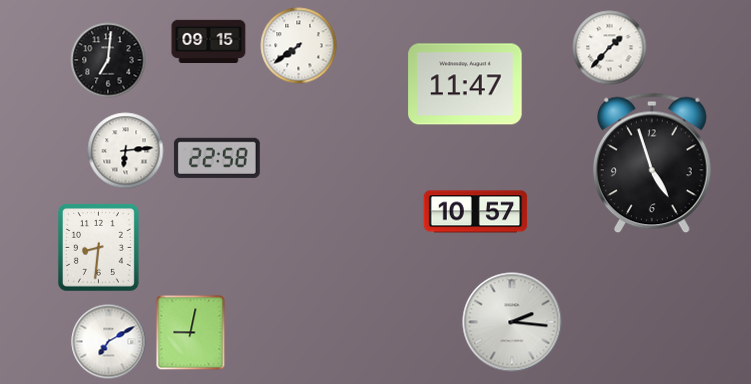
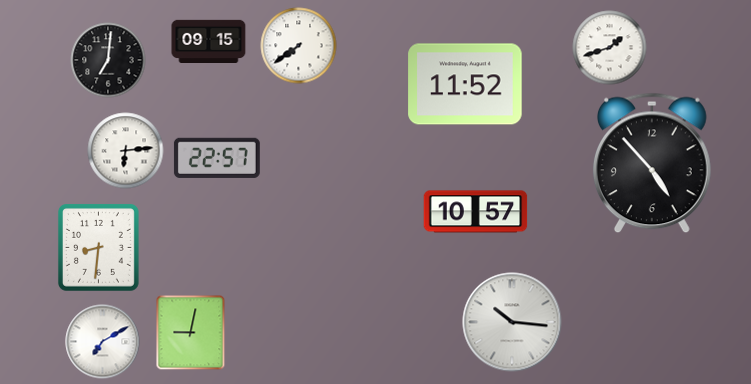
clock at (610, 48): 1:37 -> 1:42
clock at (465, 84): 11:47 -> 11:52
clock at (217, 158): 22:58 -> 22:57
clock at (652, 163): 4:57 -> 4:53
clock at (512, 322): 2:16 -> 10:16
clock at (109, 342) position: (109, 342) -> (103, 342)
